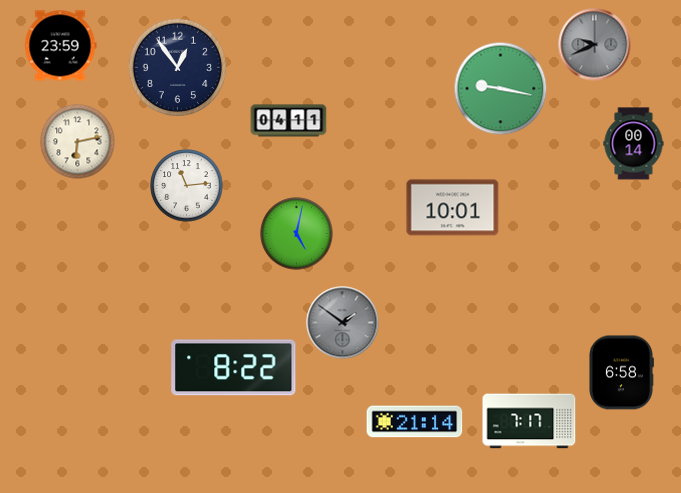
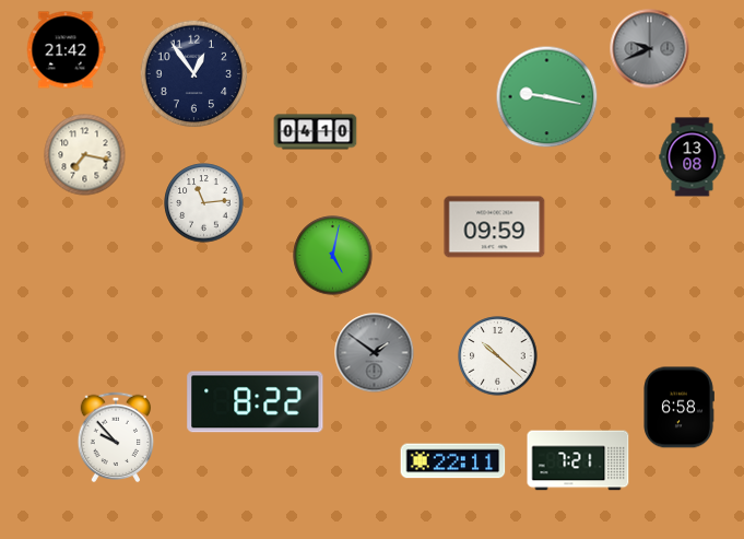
clock at (60, 46): 23:59 -> 21:42
clock at (289, 121): 04:11 -> 04:10
clock at (78, 142): 6:13 -> 7:17
clock at (634, 144): 00:14 -> 13:08
clock at (453, 208): 10:01 -> 09:59
clock at (297, 234) position: (297, 234) -> (333, 256)
clock at (498, 356): none -> 10:22
clock at (116, 437): none -> 9:53
clock at (529, 421): 7:17 -> 7:21
clock at (415, 422): 21:14 -> 22:11
